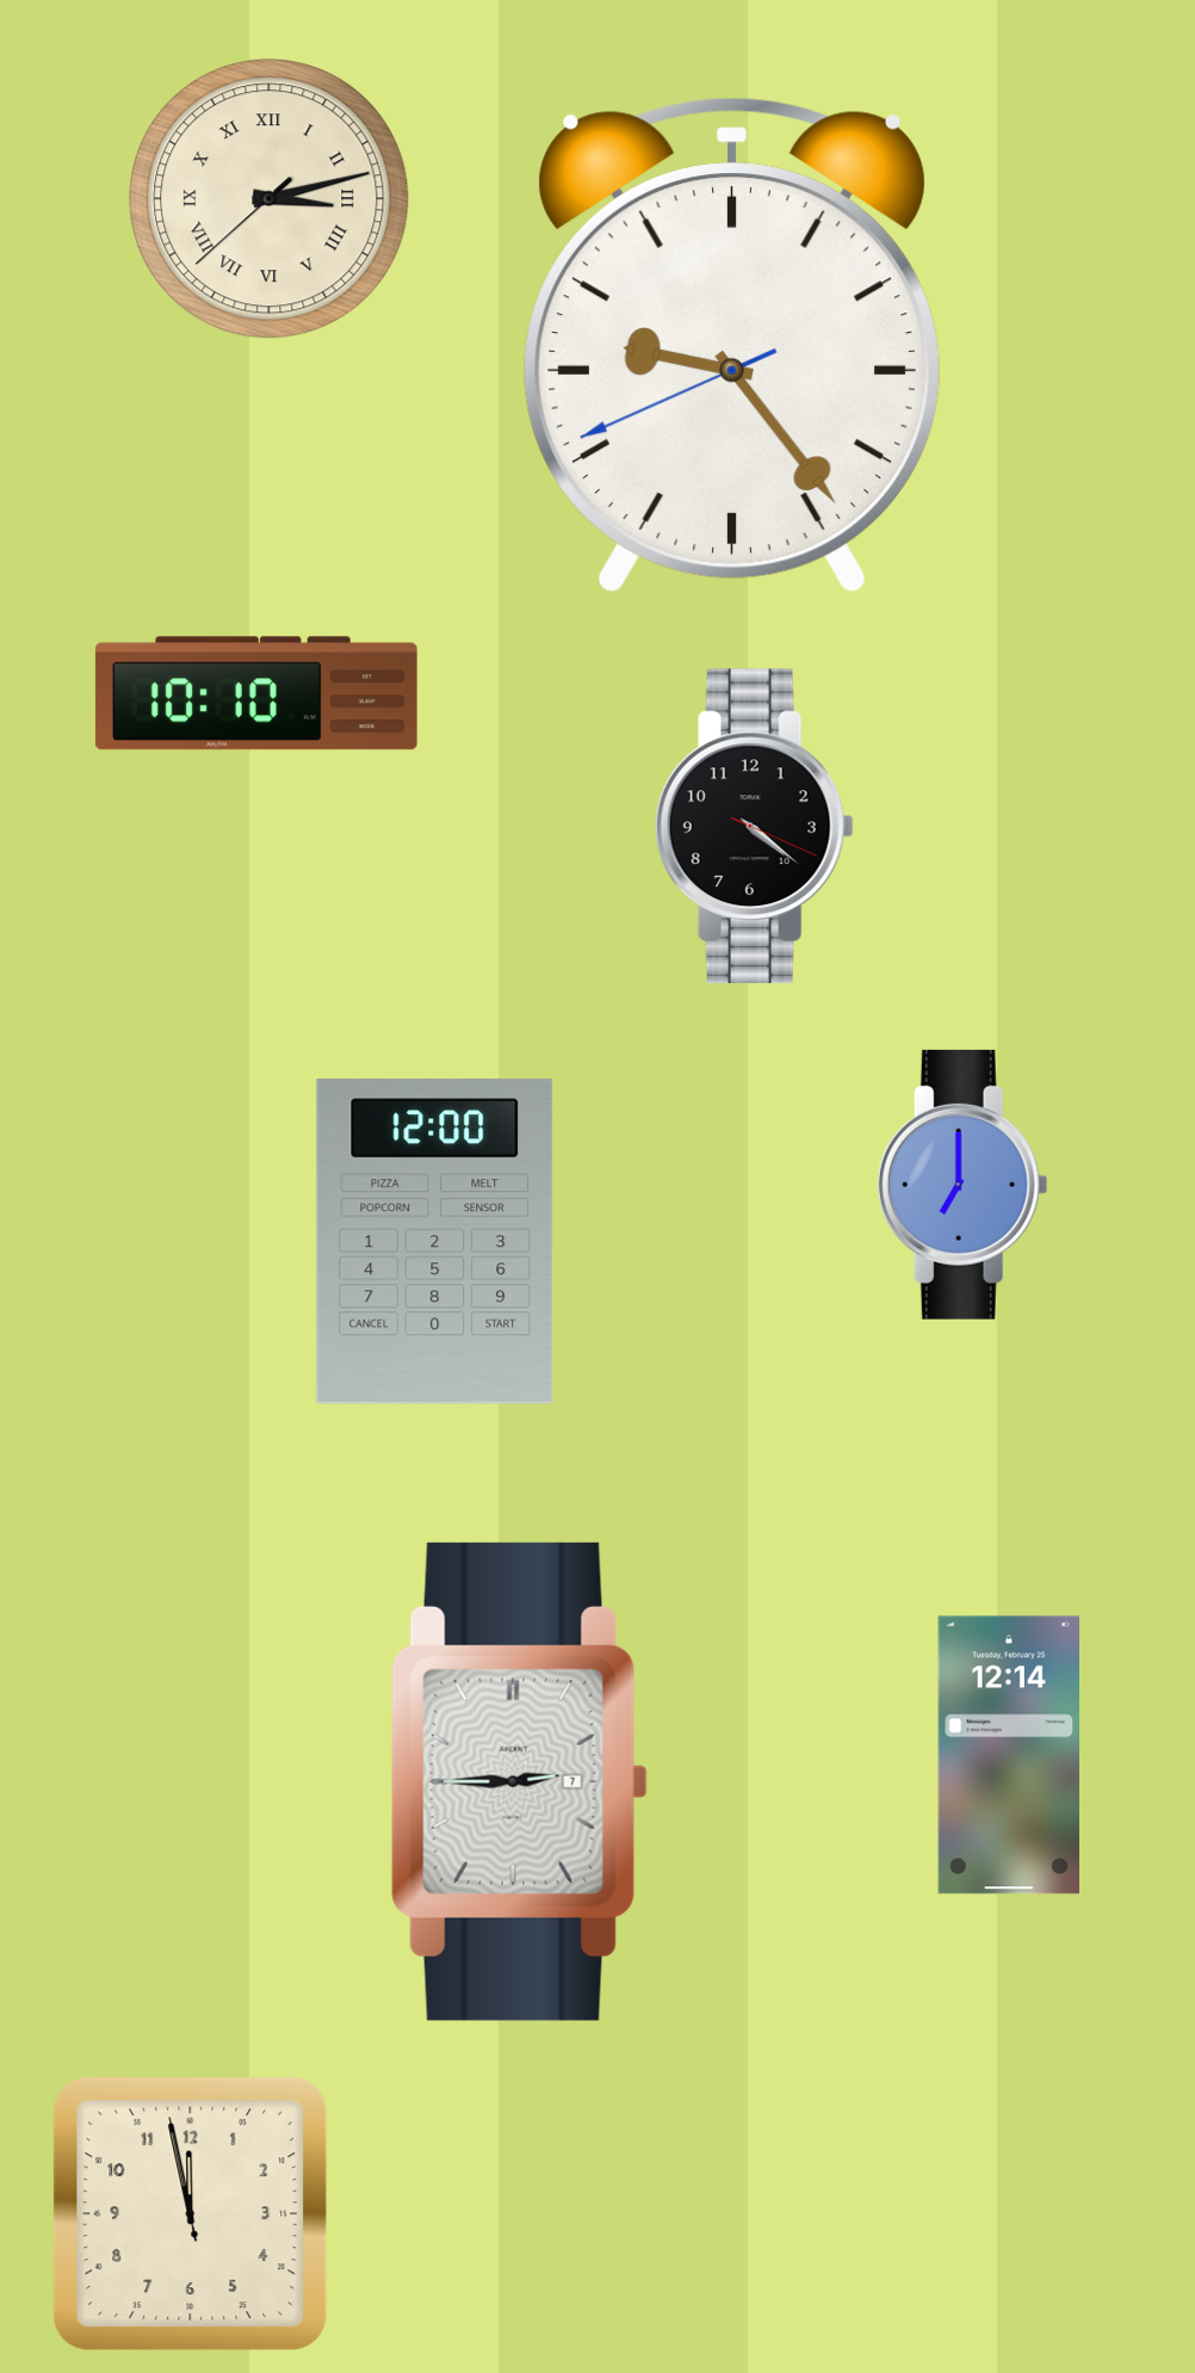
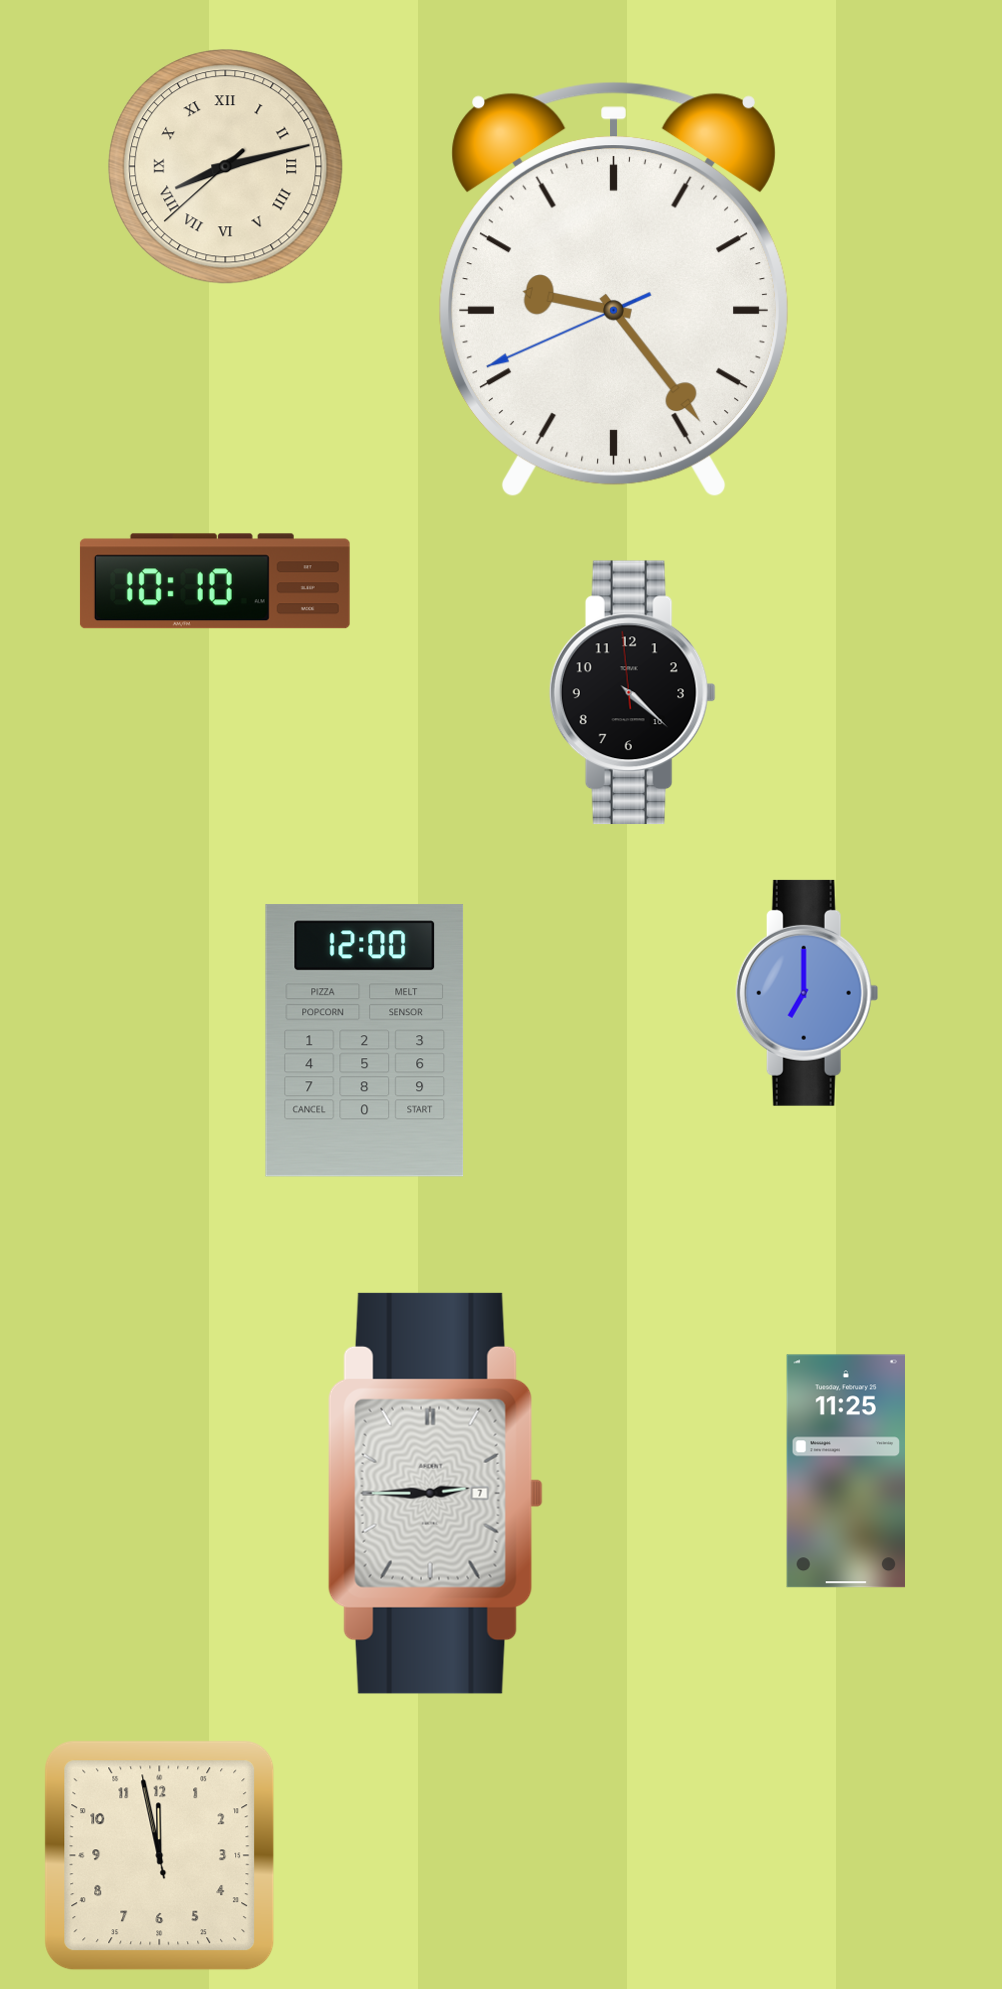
clock at (270, 199): 3:12 -> 8:12
clock at (754, 827): 4:21:19 -> 4:21:59
clock at (1008, 1755): 12:14 -> 11:25
